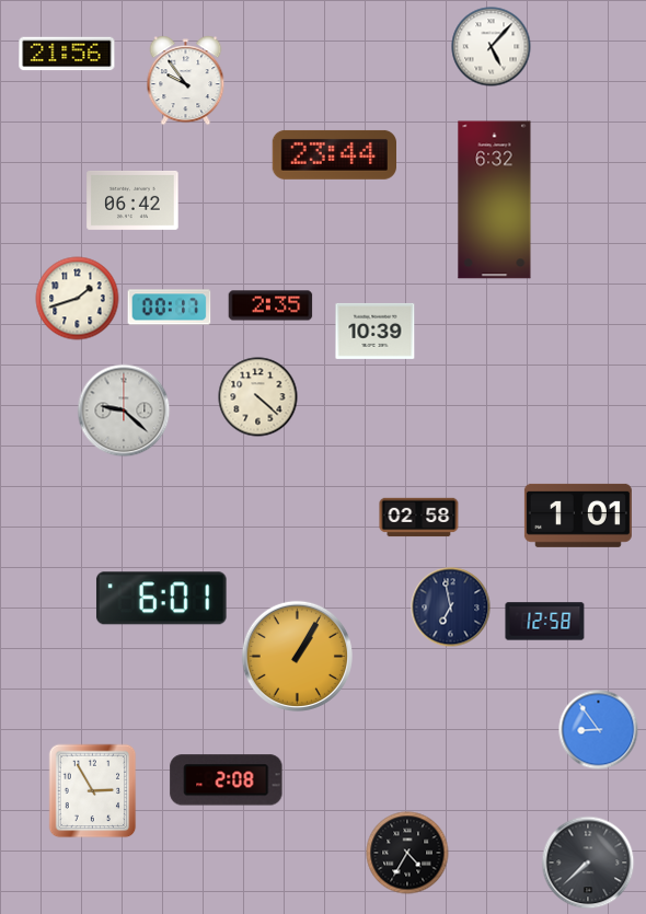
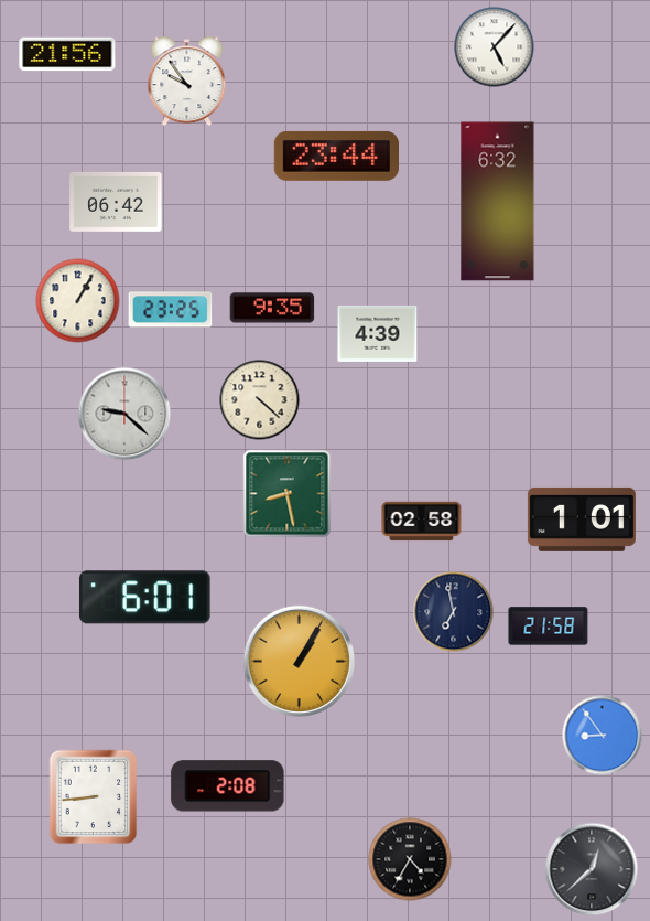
clock at (132, 200) position: (132, 200) -> (116, 202)
clock at (78, 299): 1:42 -> 1:05
clock at (270, 305): 2:35 -> 9:35
clock at (170, 308): 00:17 -> 23:25
clock at (376, 331): 10:39 -> 4:39
clock at (288, 494): none -> 8:28
clock at (161, 599) position: (161, 599) -> (144, 598)
clock at (545, 622): 12:58 -> 21:58
clock at (93, 791): 2:55 -> 8:44
clock at (588, 863): 7:38 -> 12:38
